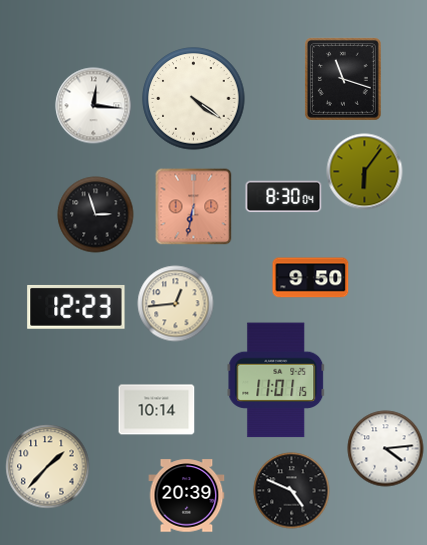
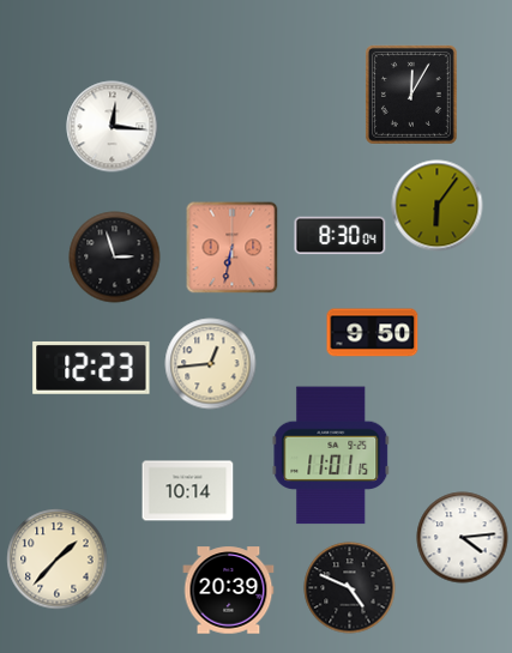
clock at (343, 79): 11:18 -> 12:05
clock at (194, 99): 4:21 -> none
clock at (187, 496) position: (187, 496) -> (229, 591)
